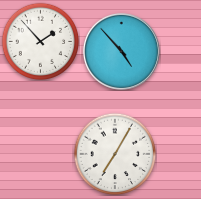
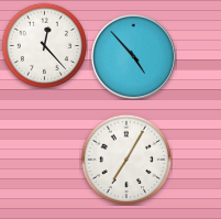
clock at (40, 41): 1:53 -> 12:23
clock at (115, 154) position: (115, 154) -> (126, 160)
